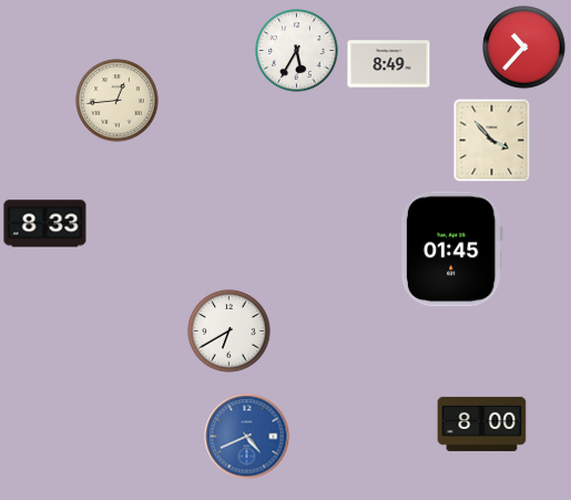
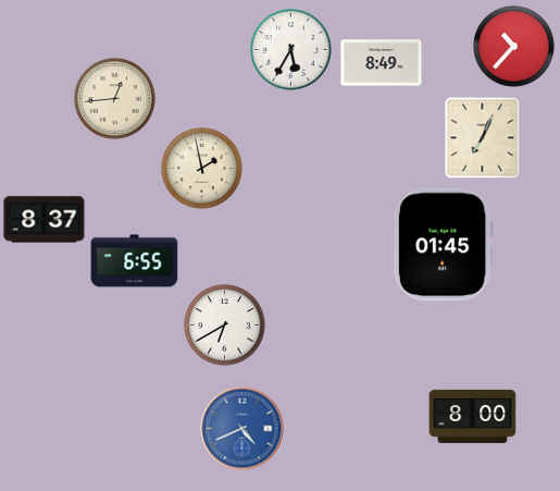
clock at (492, 141): 3:53 -> 7:04
clock at (202, 169): none -> 1:58
clock at (45, 224): 8:33 -> 8:37
clock at (135, 261): none -> 6:55
